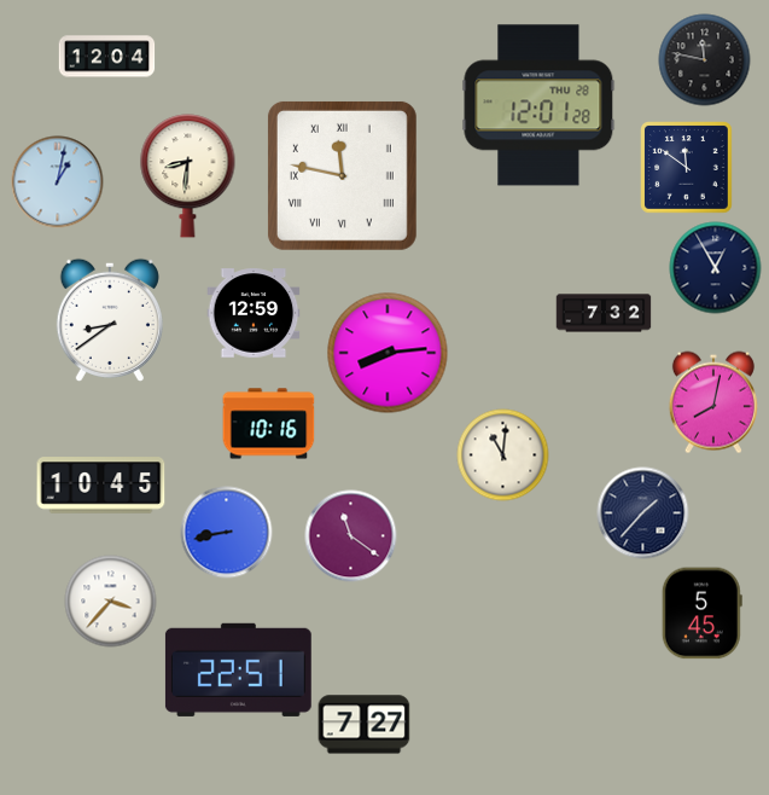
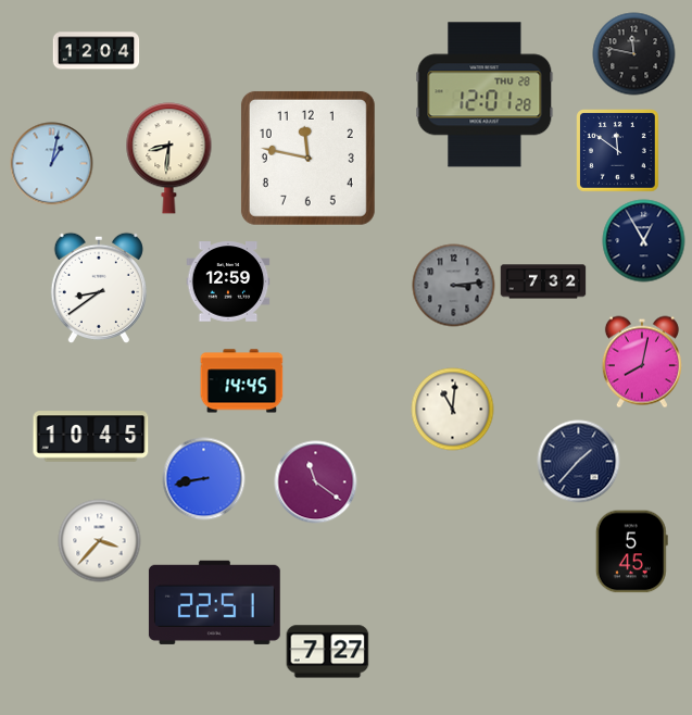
clock at (342, 175) numerals: Roman -> Arabic
clock at (454, 286): none -> 3:14
clock at (388, 353): 8:14 -> none
clock at (269, 424): 10:16 -> 14:45
